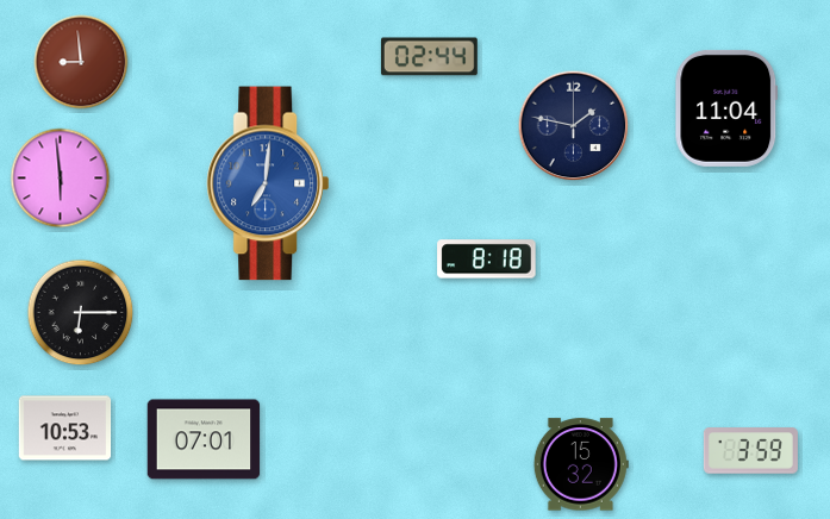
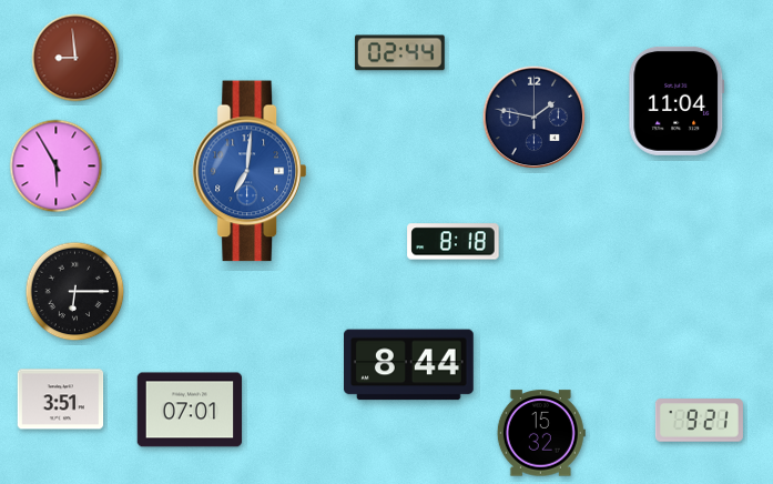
clock at (61, 179): 5:59 -> 5:55
clock at (409, 365): none -> 8:44
clock at (65, 429): 10:53 -> 3:51
clock at (750, 451): 3:59 -> 9:21
